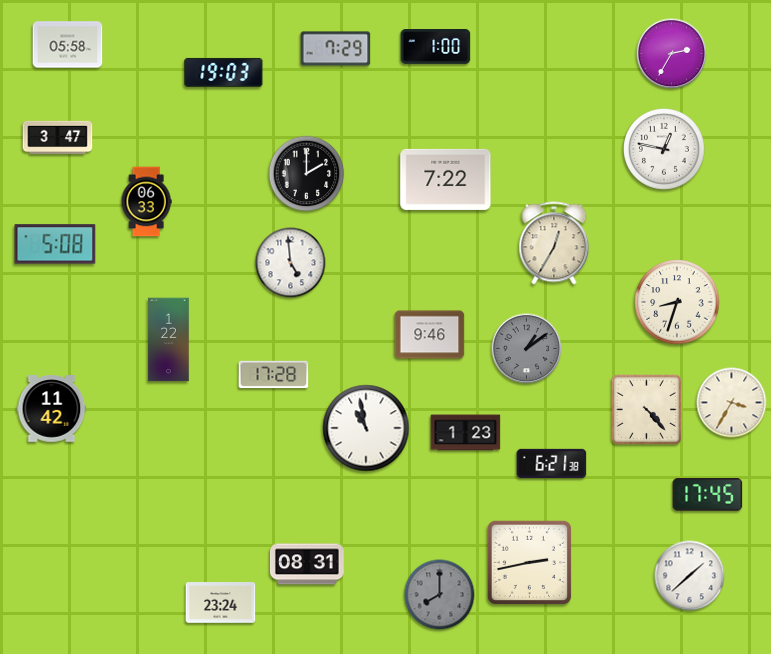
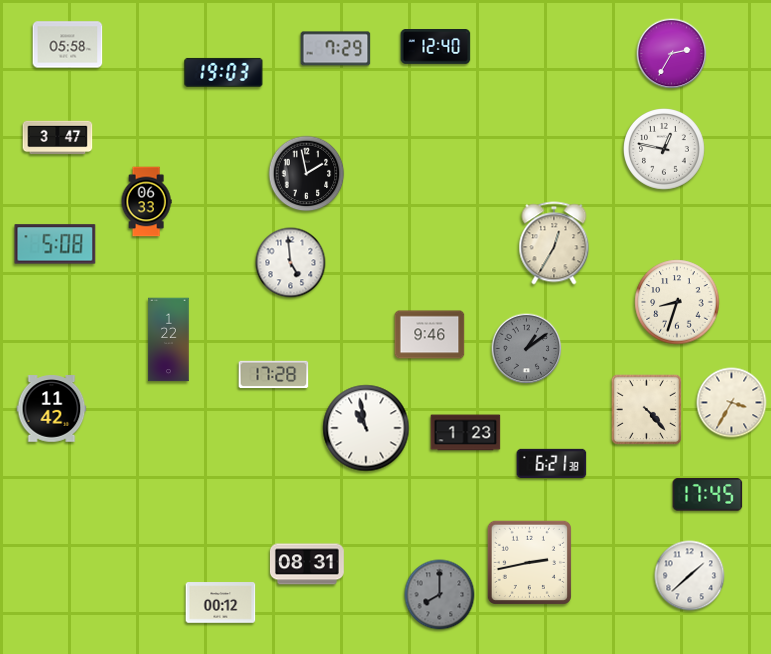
clock at (436, 47): 1:00 -> 12:40
clock at (307, 174): 2:00 -> 1:58
clock at (446, 179): 7:22 -> none
clock at (221, 603): 23:24 -> 00:12
